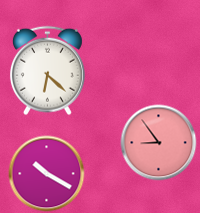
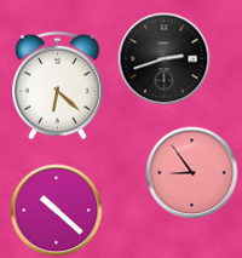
clock at (165, 59): none -> 2:42
clock at (47, 174): 10:20 -> 10:22
